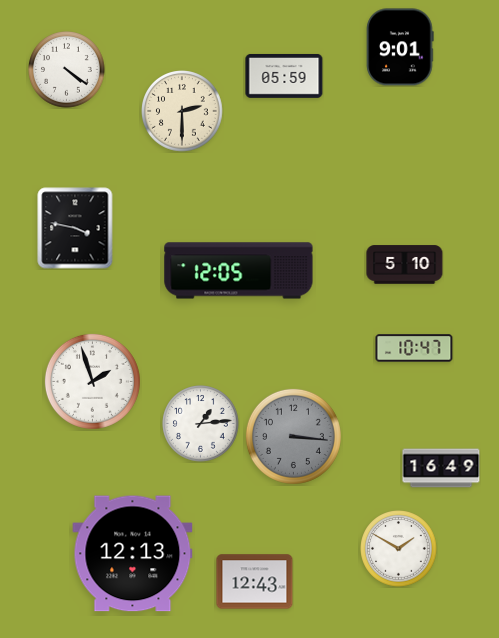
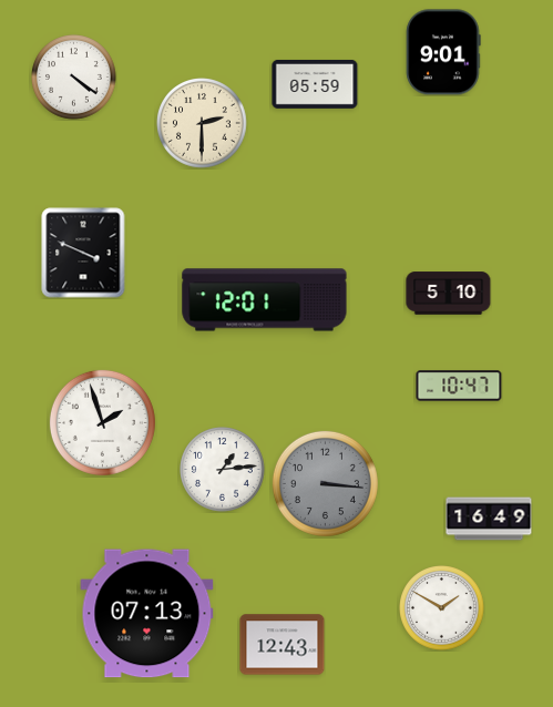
clock at (75, 228): 3:47 -> 3:49
clock at (239, 271): 12:05 -> 12:01
clock at (133, 554): 12:13 -> 07:13
